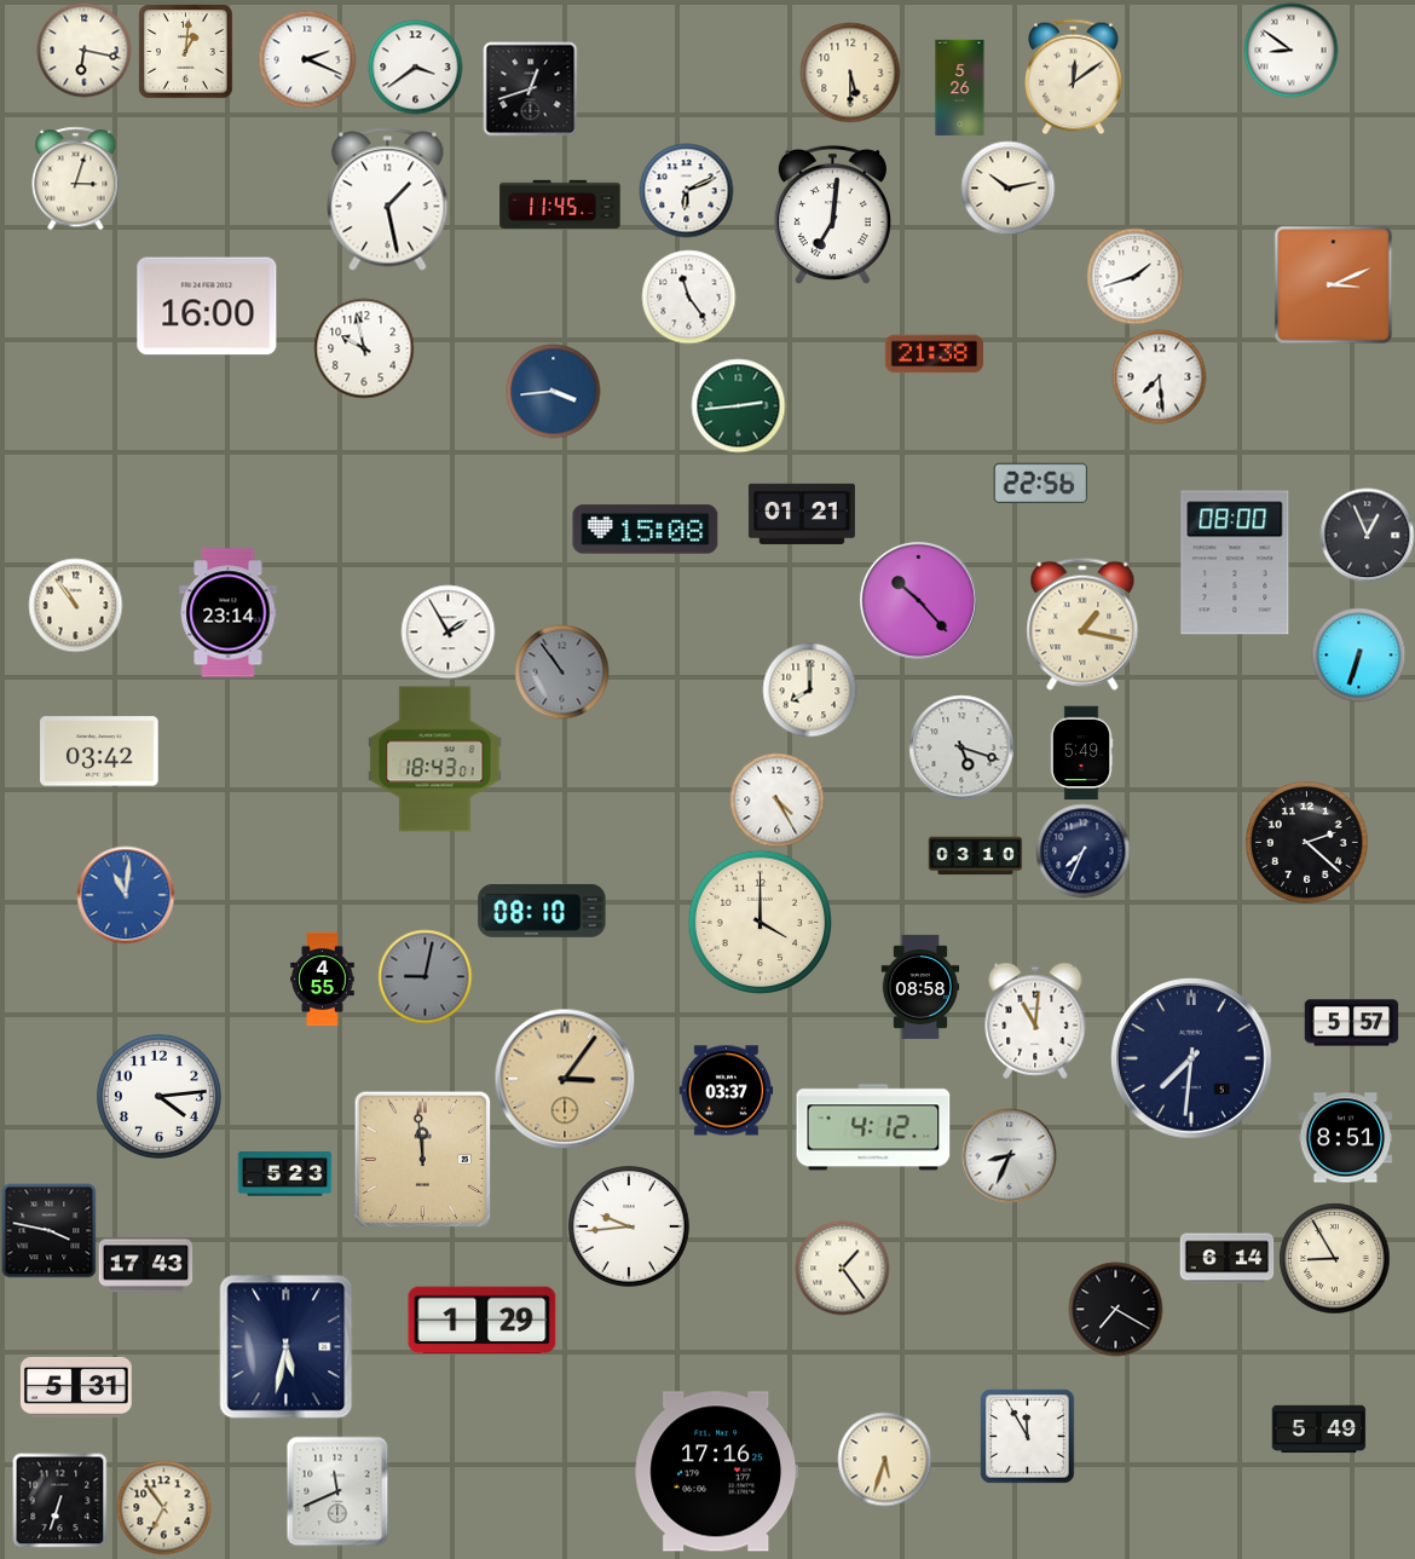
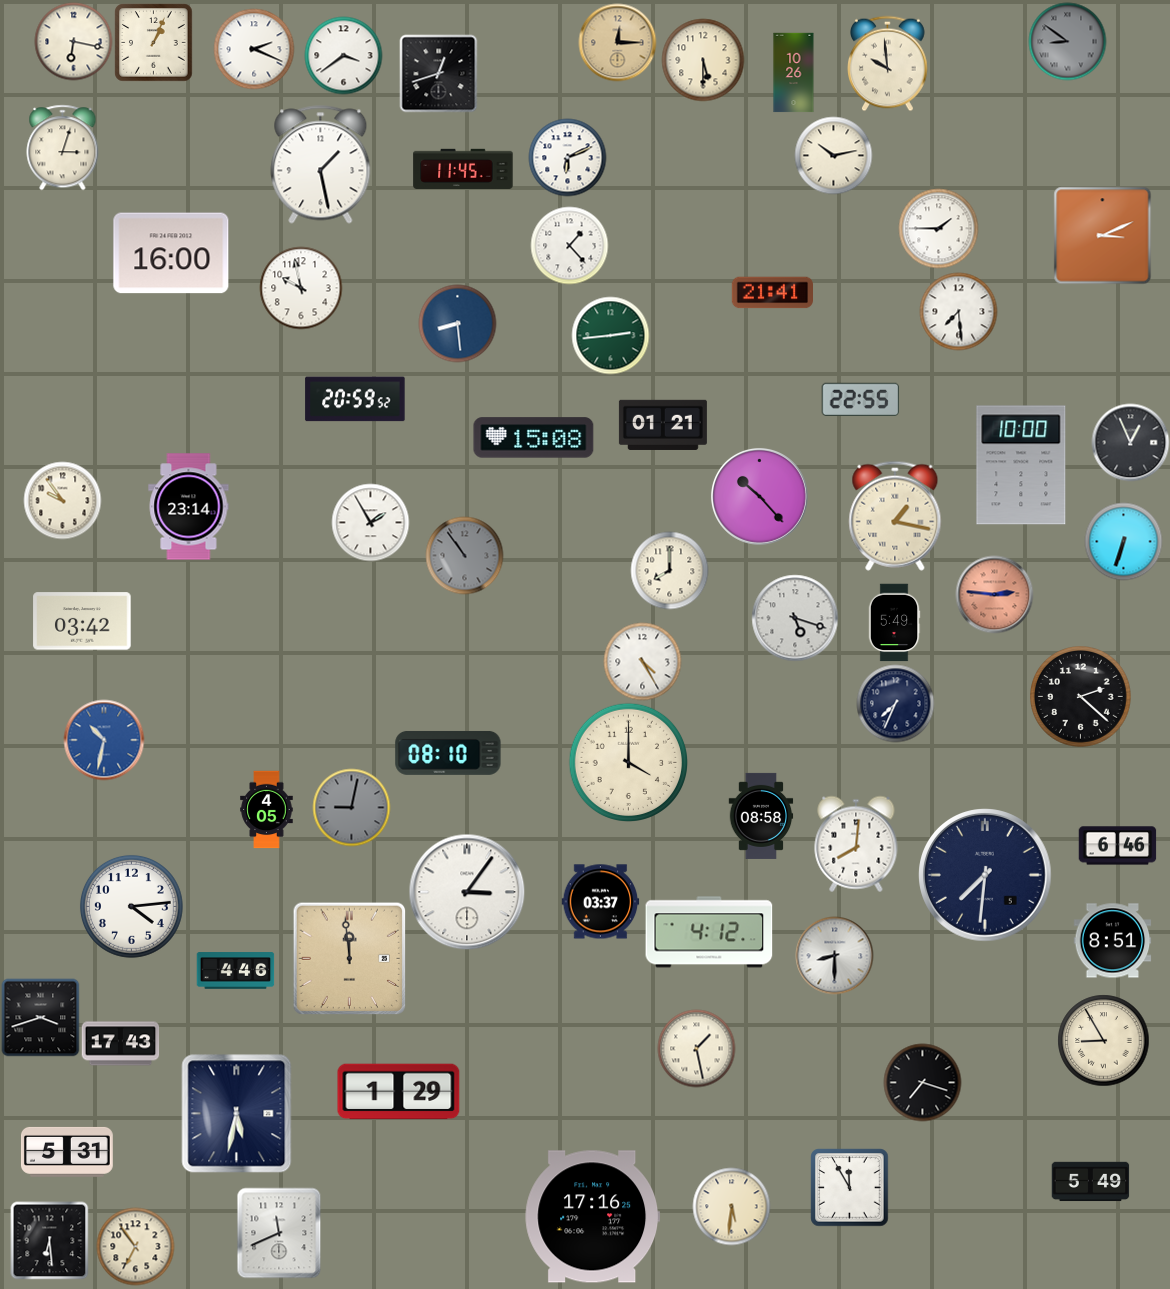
clock at (83, 50) position: (83, 50) -> (73, 41)
clock at (1290, 50) dial: white -> grey
clock at (185, 51): 1:01 -> 1:04
clock at (617, 42): none -> 12:15
clock at (1074, 76): 12:09 -> 9:59
clock at (960, 87): 5:26 -> 10:26
clock at (832, 214): 7:01 -> none
clock at (1134, 276): 1:42 -> 1:45
clock at (688, 296): 11:24 -> 1:23
clock at (934, 354): 21:38 -> 21:41
clock at (553, 391): 3:44 -> 8:29
clock at (355, 399): none -> 20:59
clock at (1040, 483): 22:56 -> 22:55
clock at (1235, 562): 08:00 -> 10:00
clock at (75, 605): 10:54 -> 9:54
clock at (994, 594): none -> 2:46
clock at (435, 760): 18:43 -> none
clock at (975, 856): 03:10 -> none
clock at (126, 895): 11:01 -> 10:32
clock at (323, 978): 4:55 -> 4:05
clock at (1035, 1021): 11:01 -> 8:01
clock at (1351, 1023): 5:57 -> 6:46
clock at (565, 1079) dial: champagne -> white
clock at (873, 1127) position: (873, 1127) -> (709, 932)
clock at (1009, 1155): 8:34 -> 8:30
clock at (284, 1174): 5:23 -> 4:46
clock at (630, 1228): 9:44 -> none
clock at (48, 1230): 3:47 -> 3:42
clock at (1226, 1259): 6:14 -> none
clock at (145, 1266) position: (145, 1266) -> (120, 1044)
clock at (842, 1268): 1:24 -> 1:28
clock at (1115, 1309): 7:20 -> 7:18
clock at (76, 1387) position: (76, 1387) -> (67, 1152)
clock at (884, 1459): 5:33 -> 5:31
clock at (59, 1500): 6:33 -> 6:29
